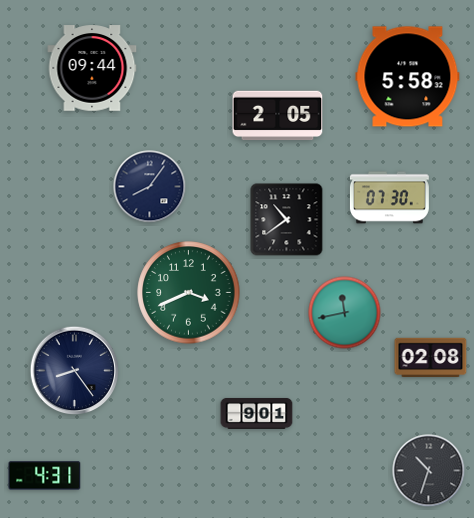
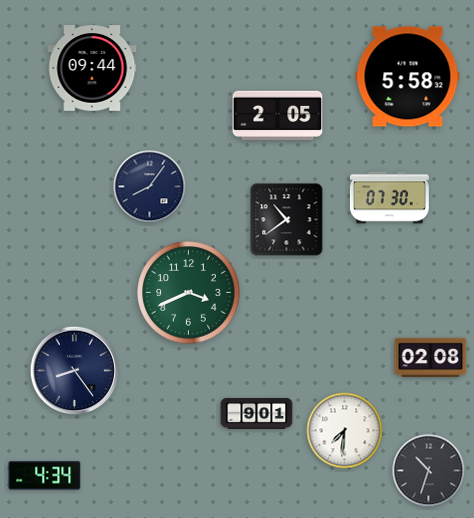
clock at (345, 313): 11:43 -> none
clock at (345, 431): none -> 7:31
clock at (45, 476): 4:31 -> 4:34
